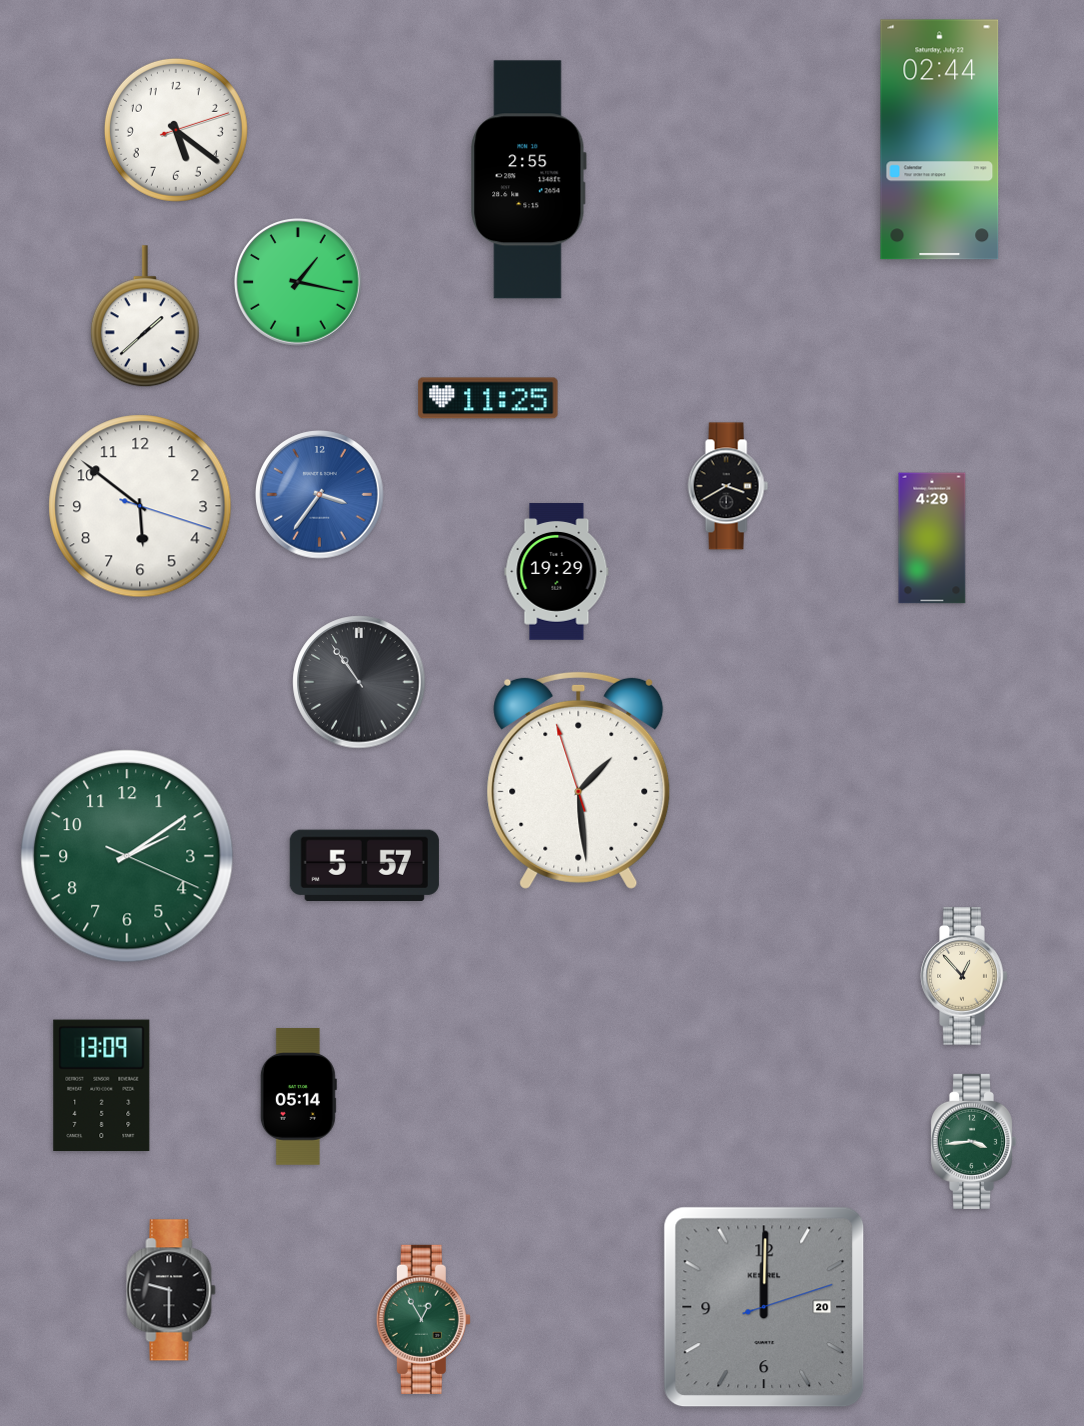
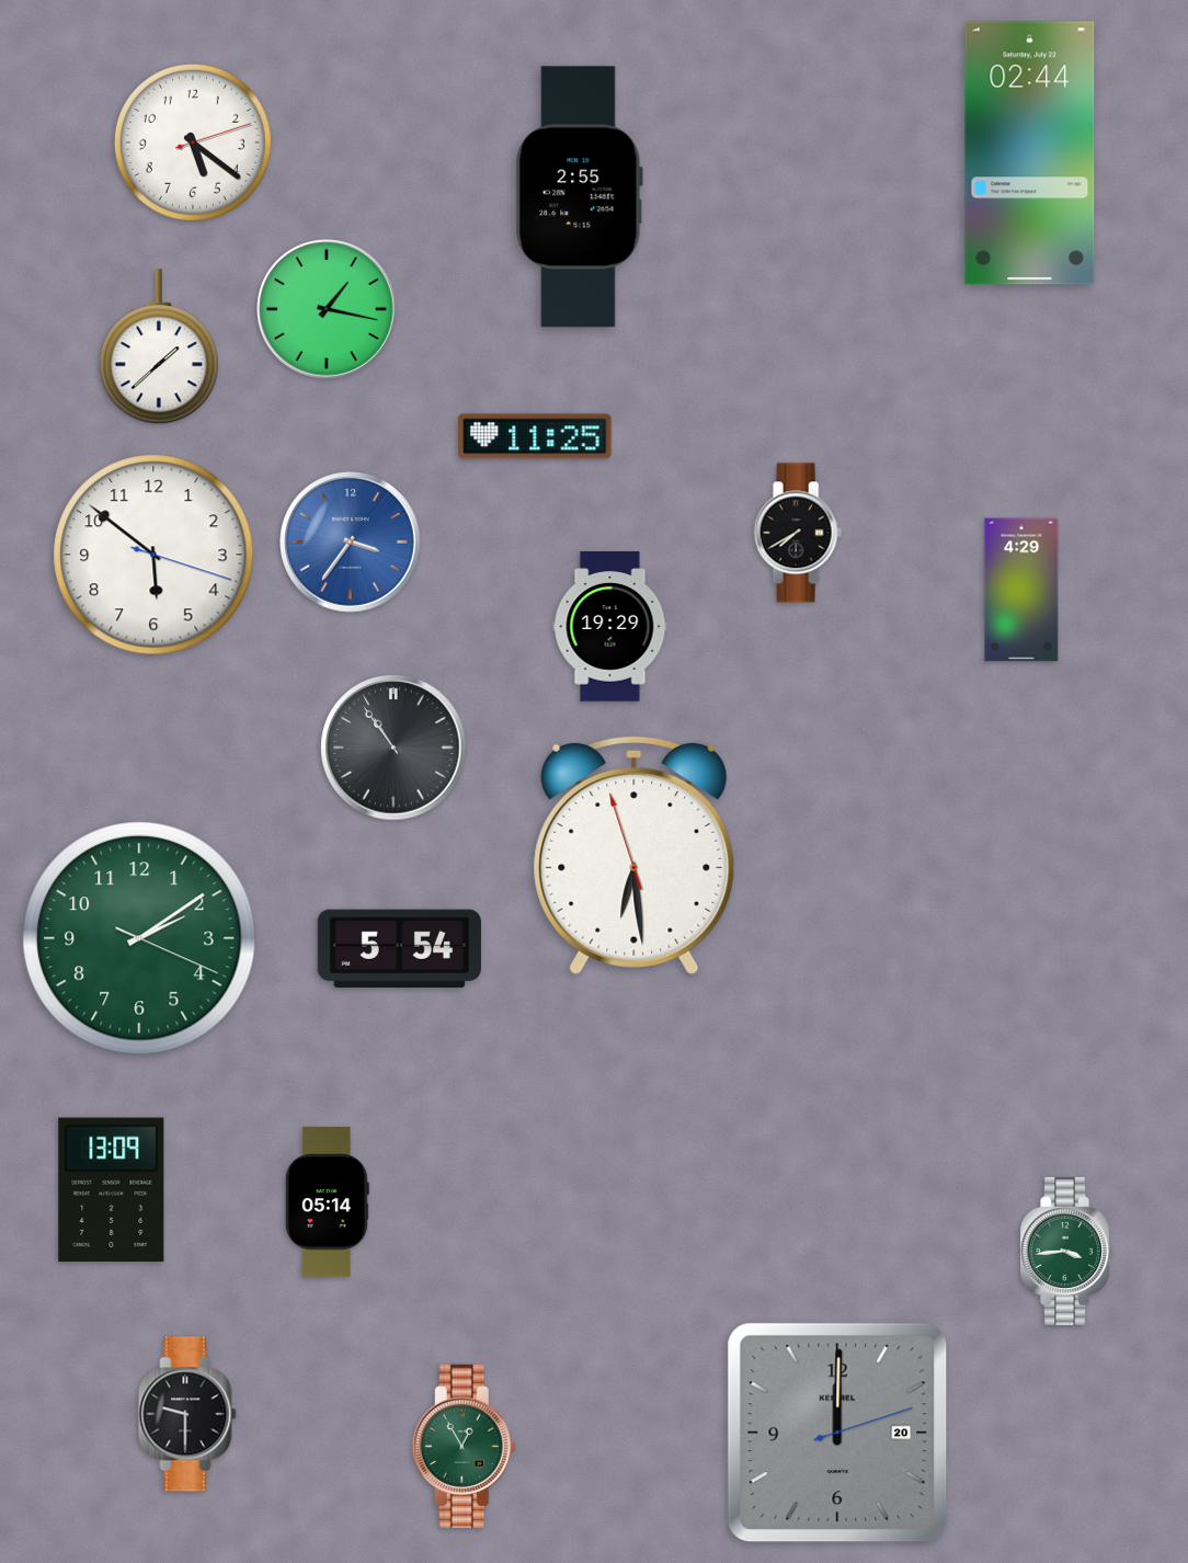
clock at (728, 486): 3:40 -> 7:40
clock at (579, 780): 1:28 -> 6:28
clock at (364, 865): 5:57 -> 5:54
clock at (964, 976): 12:53 -> none
